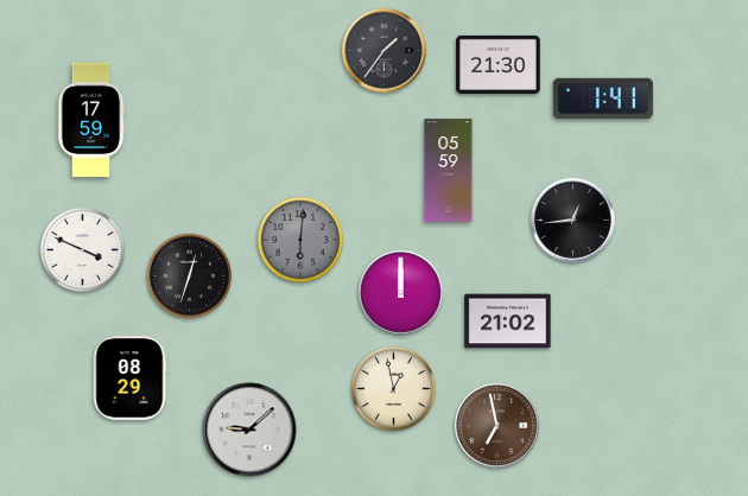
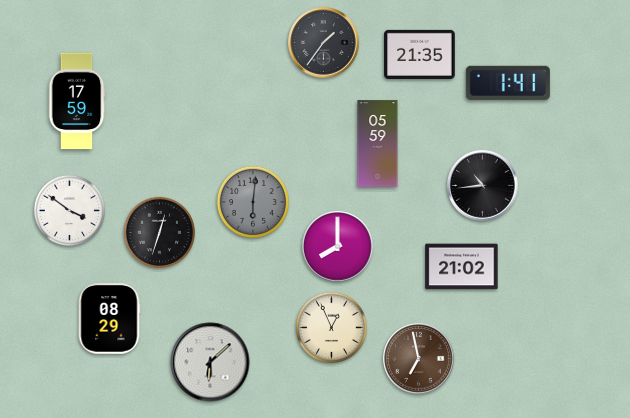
clock at (499, 64): 21:30 -> 21:35
clock at (573, 221): 12:44 -> 10:44
clock at (82, 249): 3:49 -> 3:51
clock at (401, 293): 12:00 -> 8:00
clock at (508, 322) position: (508, 322) -> (462, 267)
clock at (393, 388): 12:58 -> 12:56
clock at (249, 430): 9:08 -> 6:08
